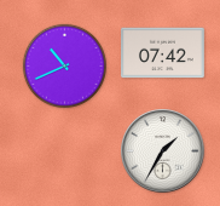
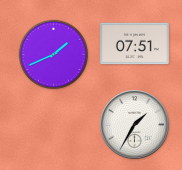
clock at (163, 53): 07:42 -> 07:51
clock at (64, 65): 10:41 -> 1:41
